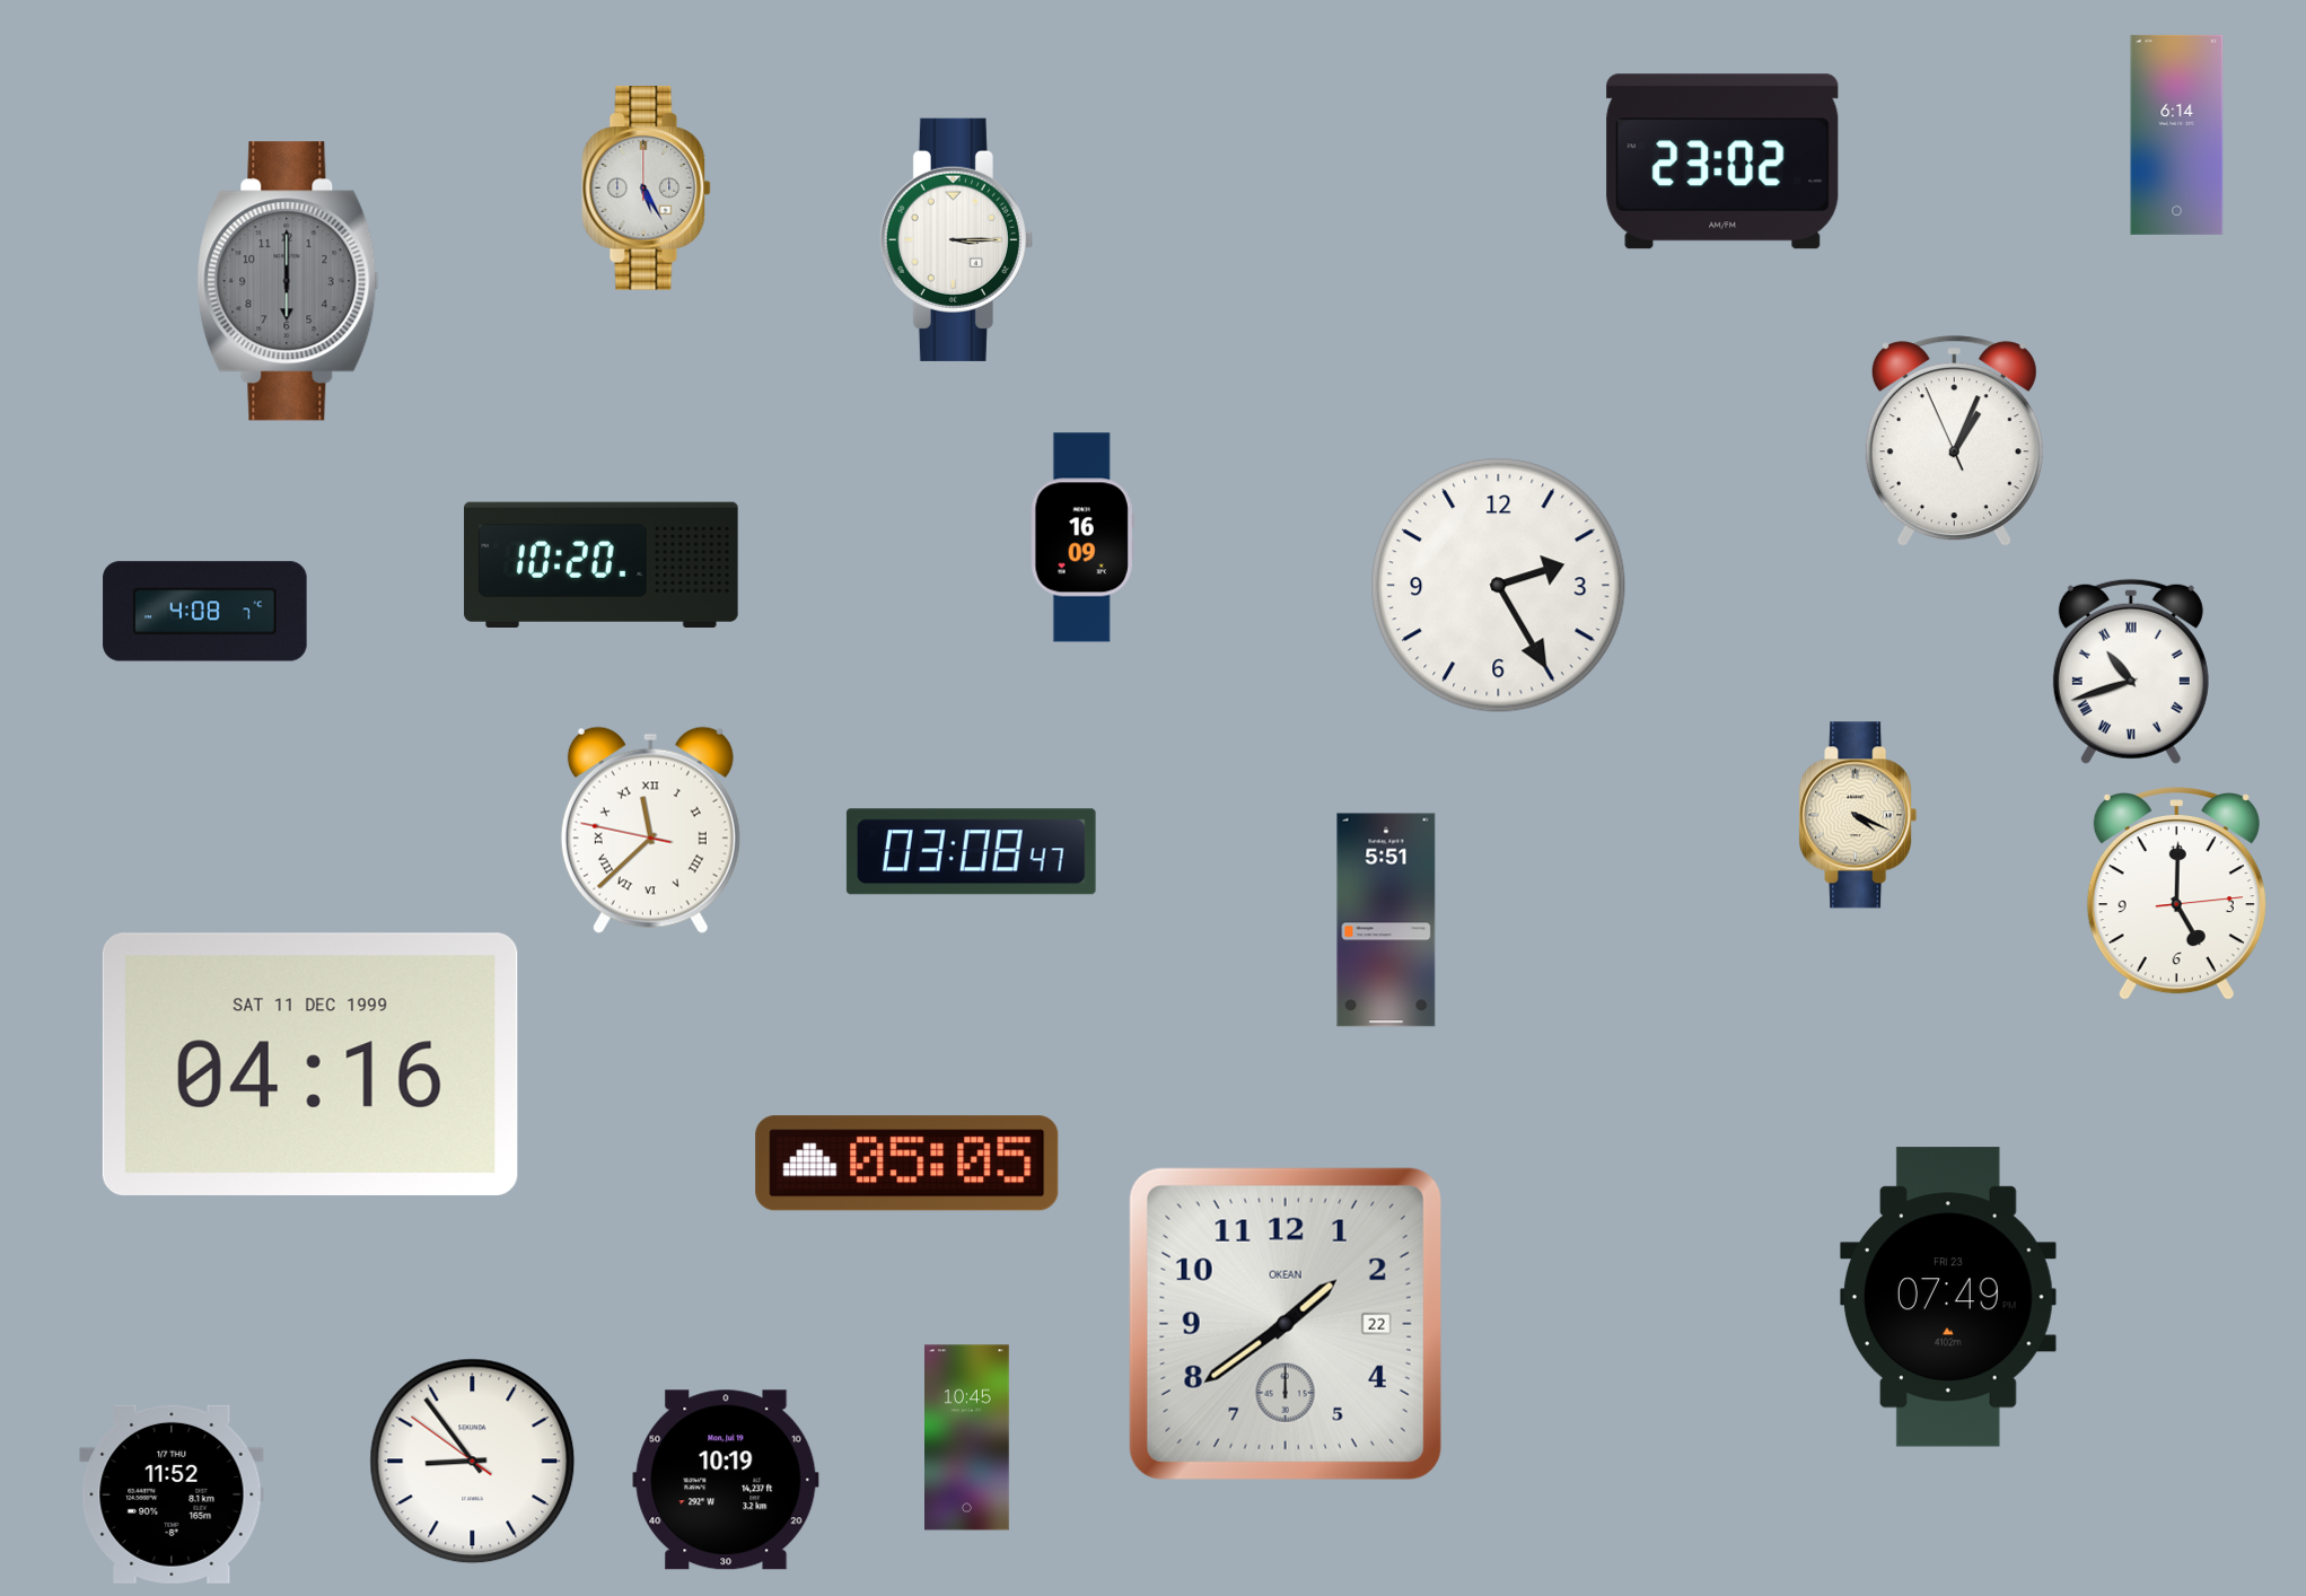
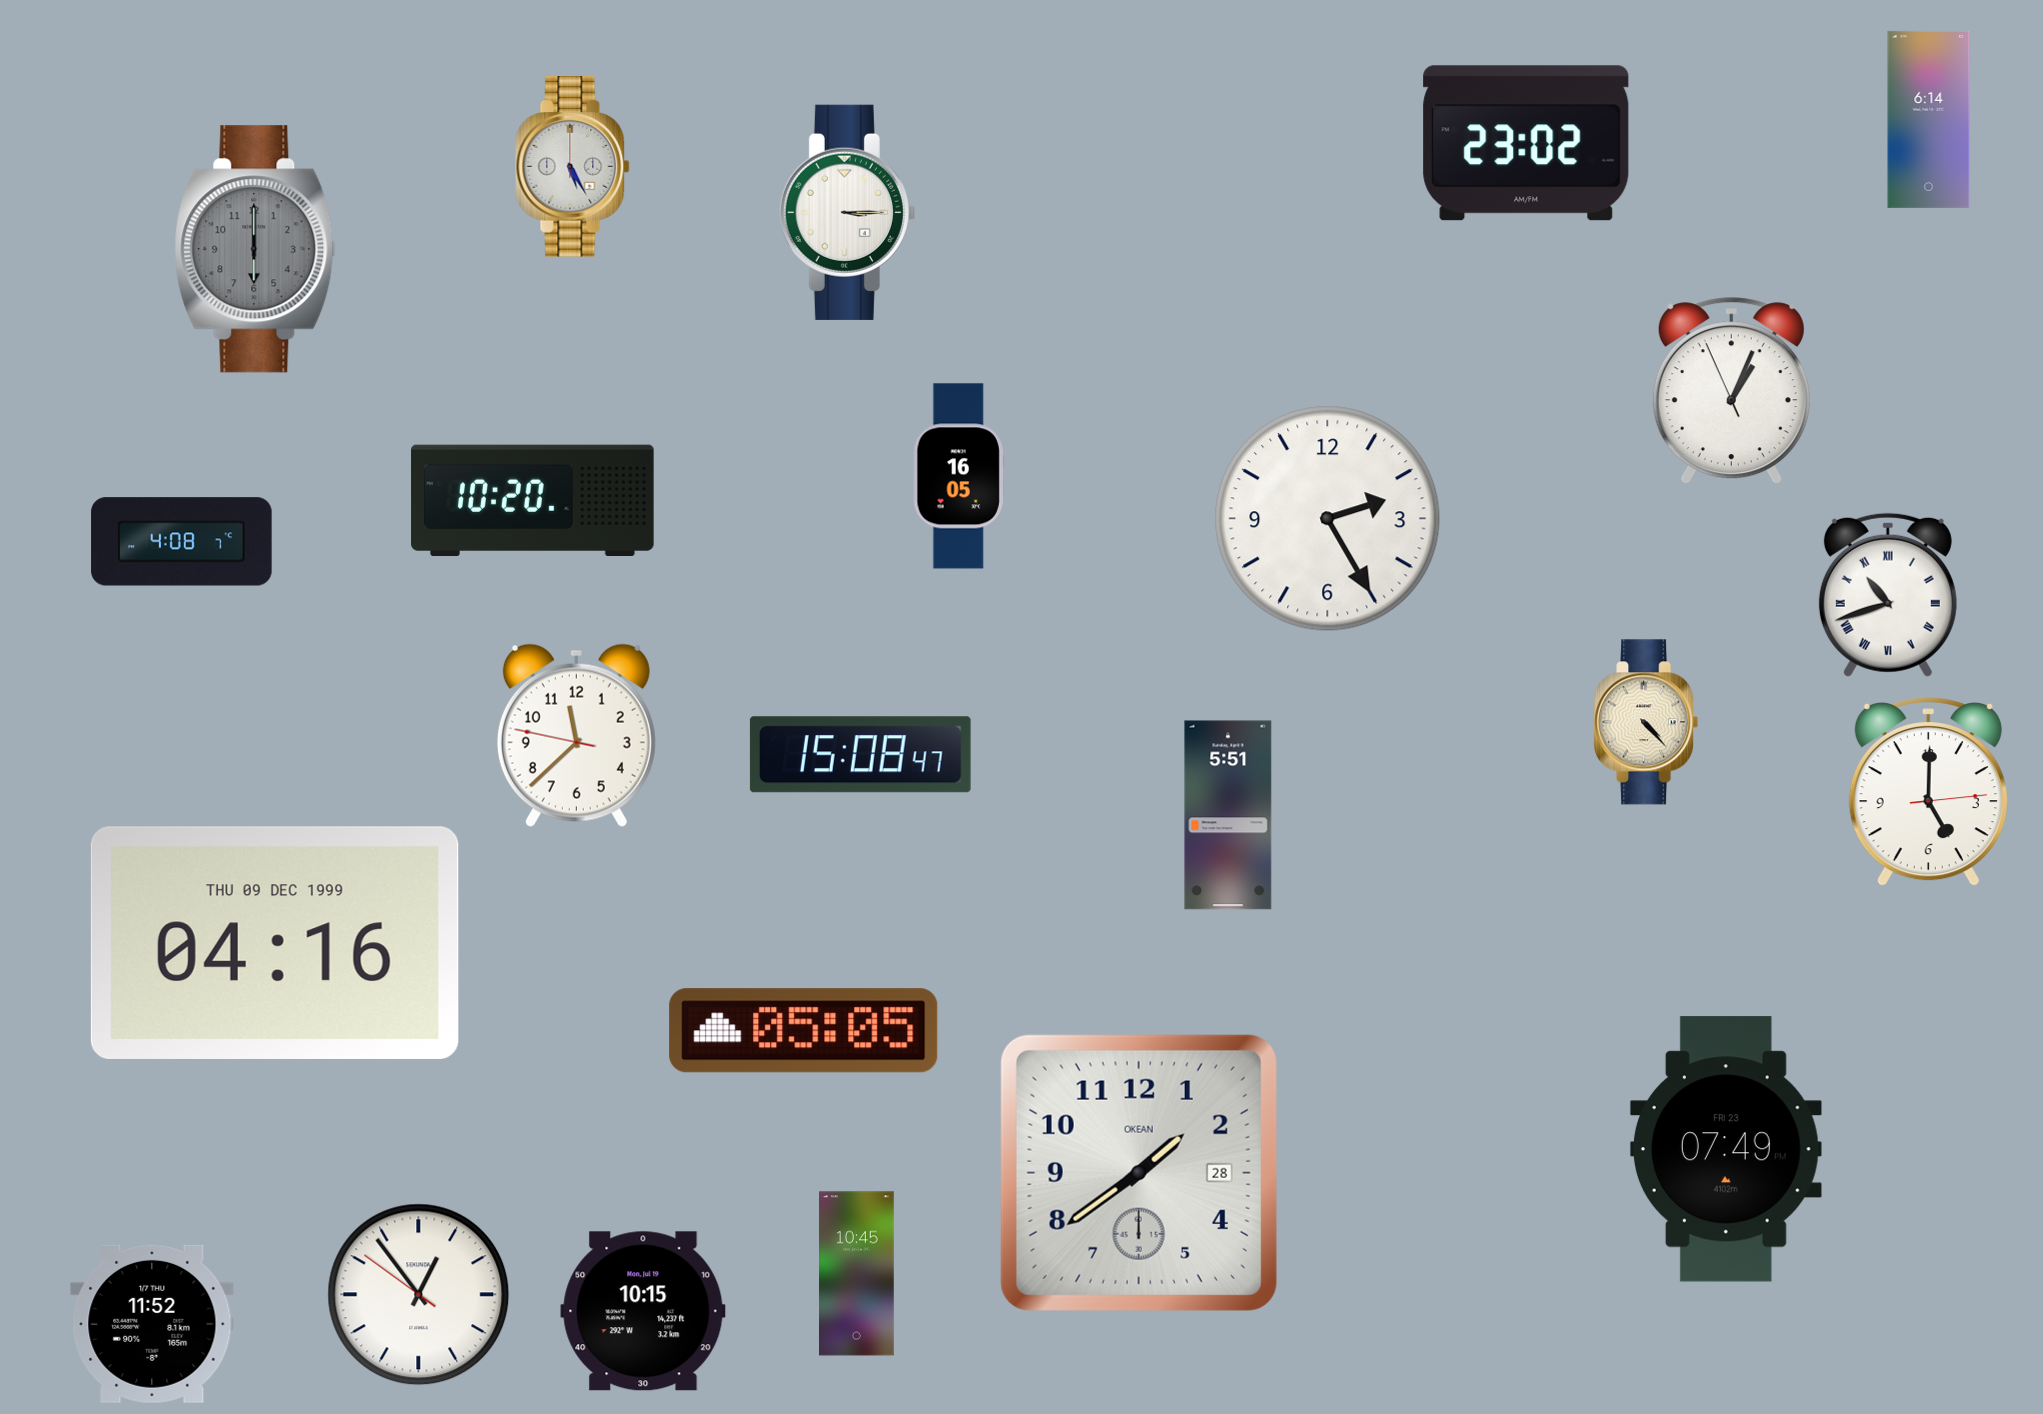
clock at (1082, 537): 16:09 -> 16:05
clock at (1858, 815): 4:19 -> 4:23
clock at (650, 830) numerals: Roman -> Arabic
clock at (971, 852): 03:08 -> 15:08
clock at (310, 1064) date: SAT 11 DEC 1999 -> THU 09 DEC 1999
clock at (1286, 1324) date: 22 -> 28
clock at (473, 1462): 8:53 -> 12:53
clock at (726, 1480): 10:19 -> 10:15
